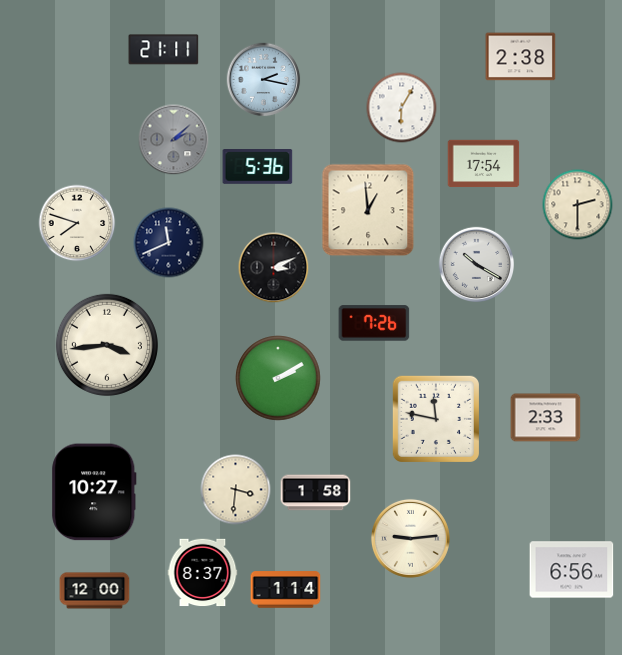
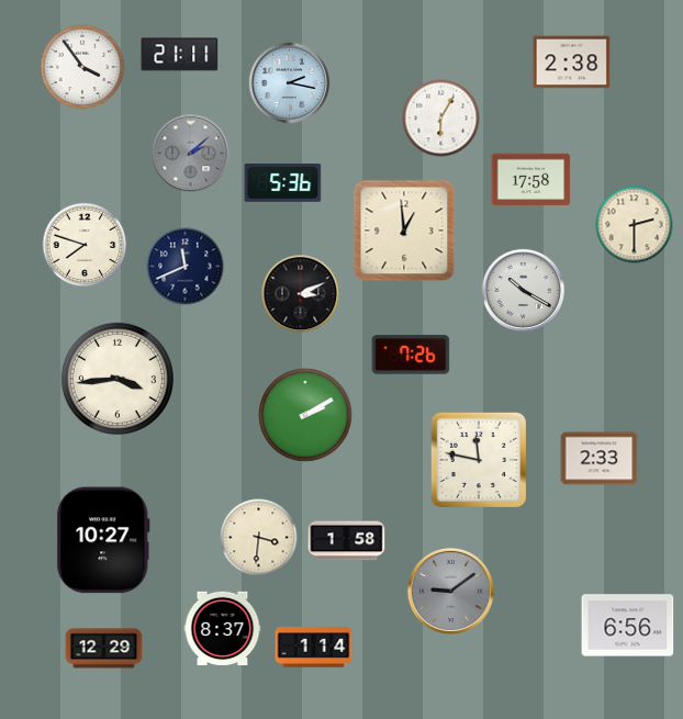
clock at (82, 67): none -> 3:54
clock at (264, 80) position: (264, 80) -> (290, 83)
clock at (484, 164): 17:54 -> 17:58
clock at (410, 538): 9:14 -> 9:09
clock at (410, 538) dial: cream -> grey
clock at (95, 591): 12:00 -> 12:29
